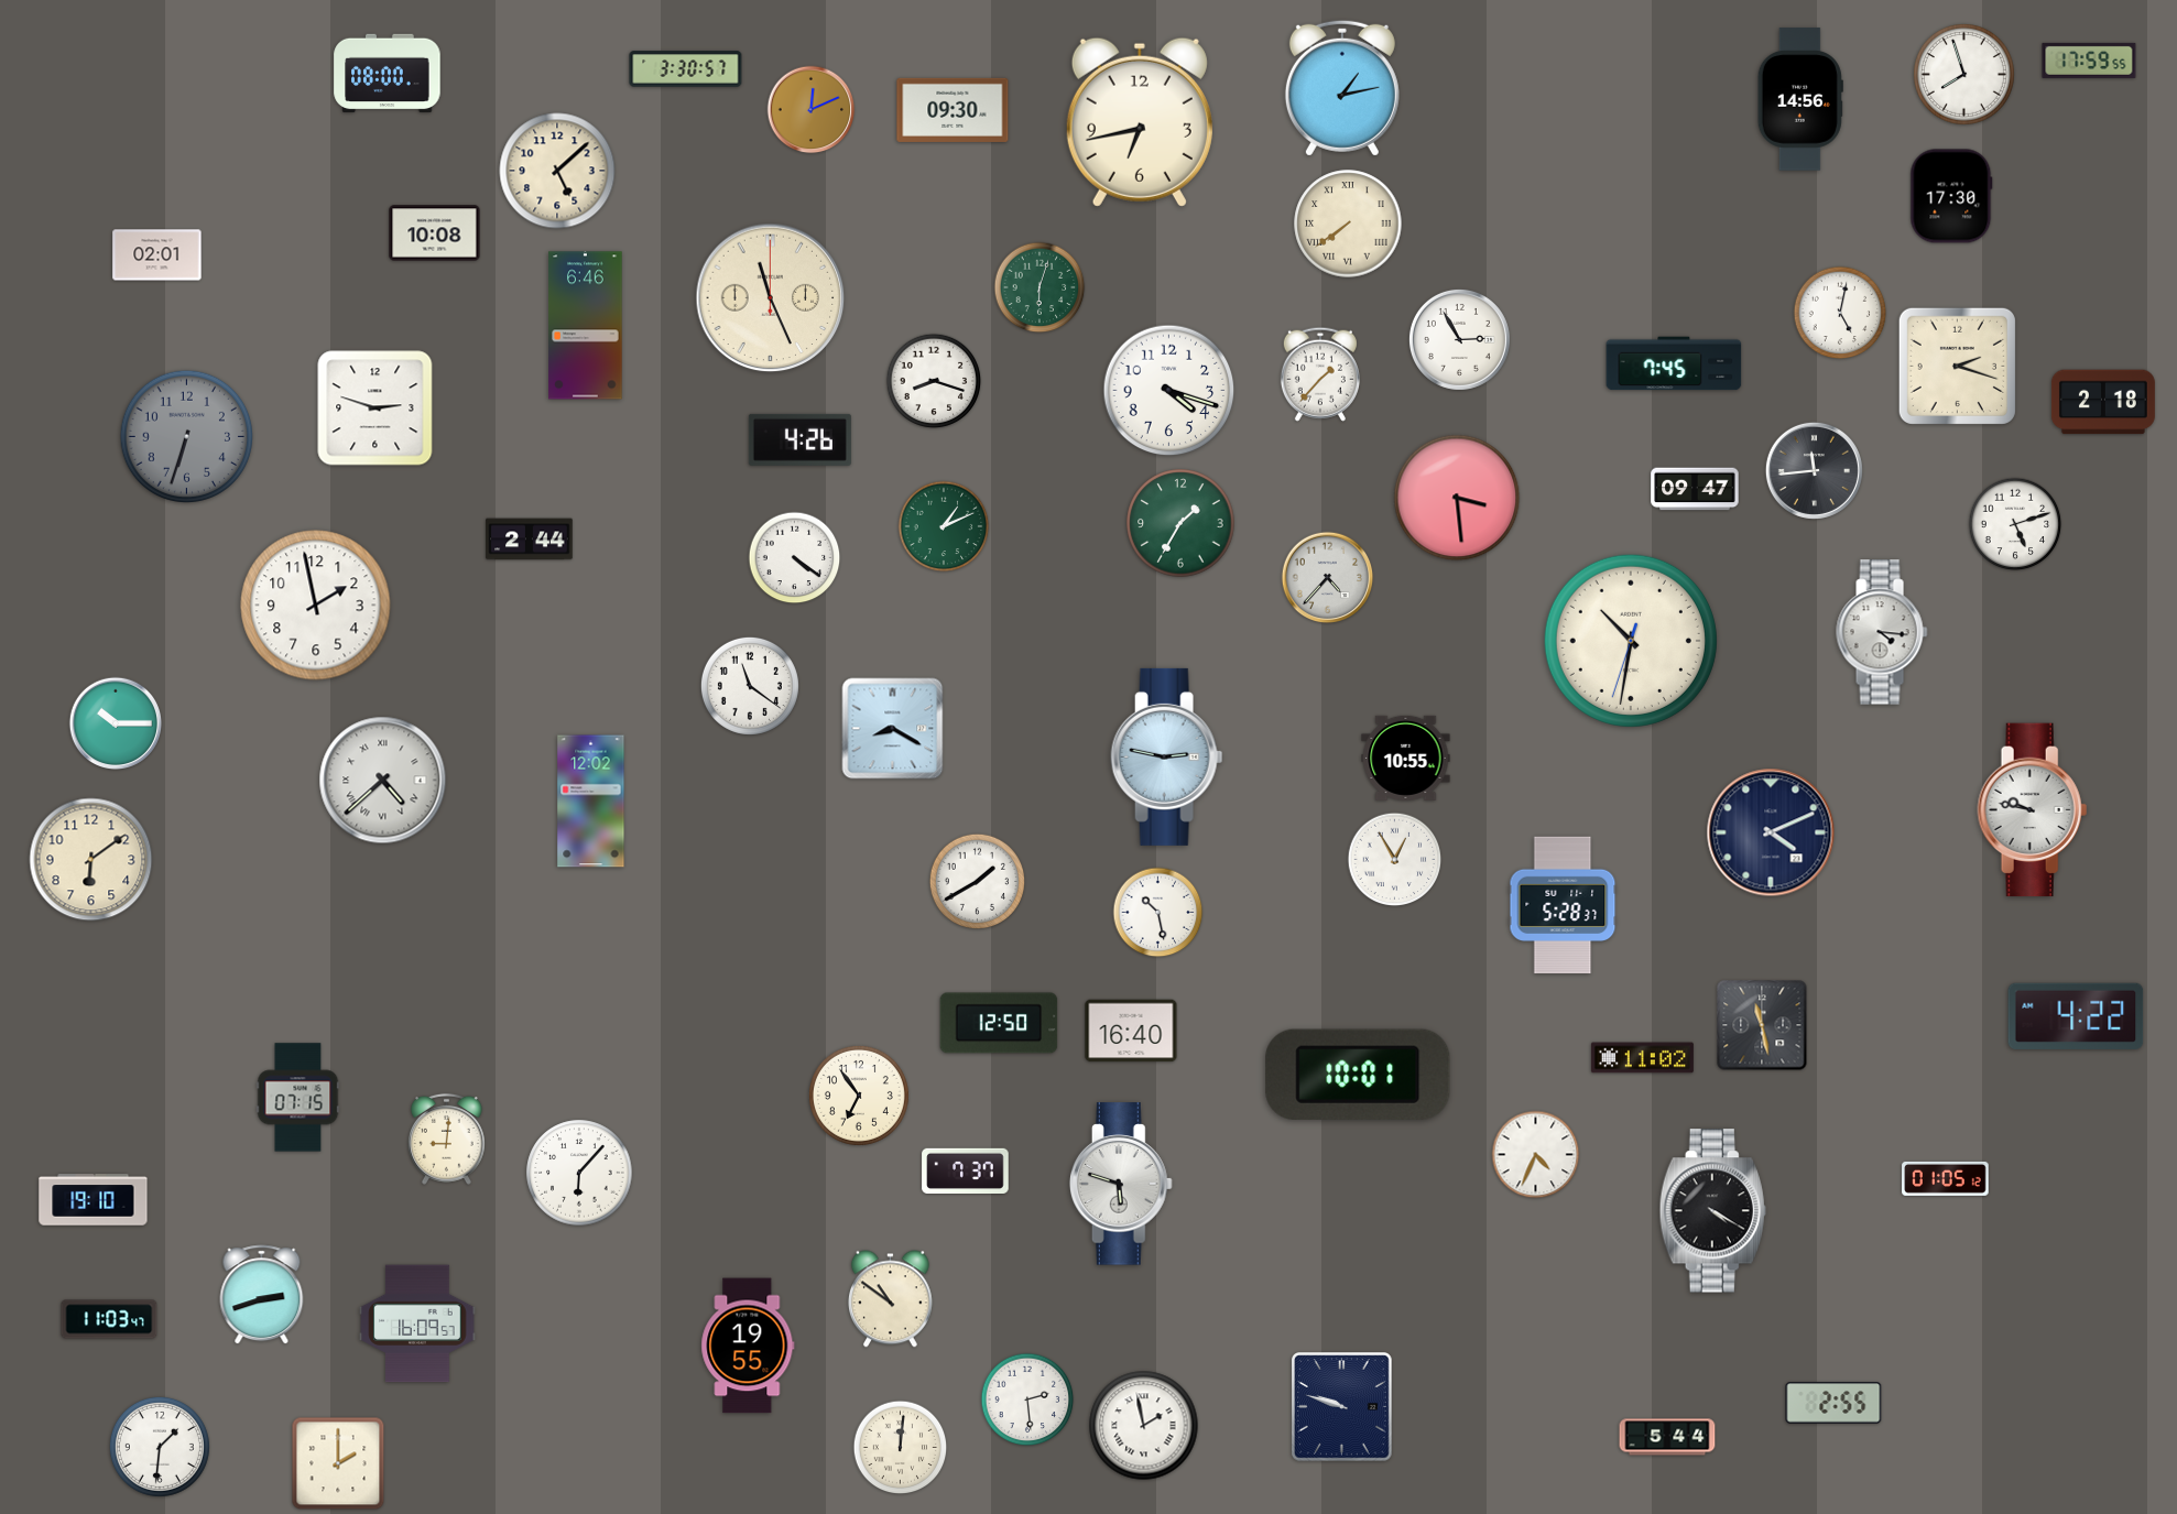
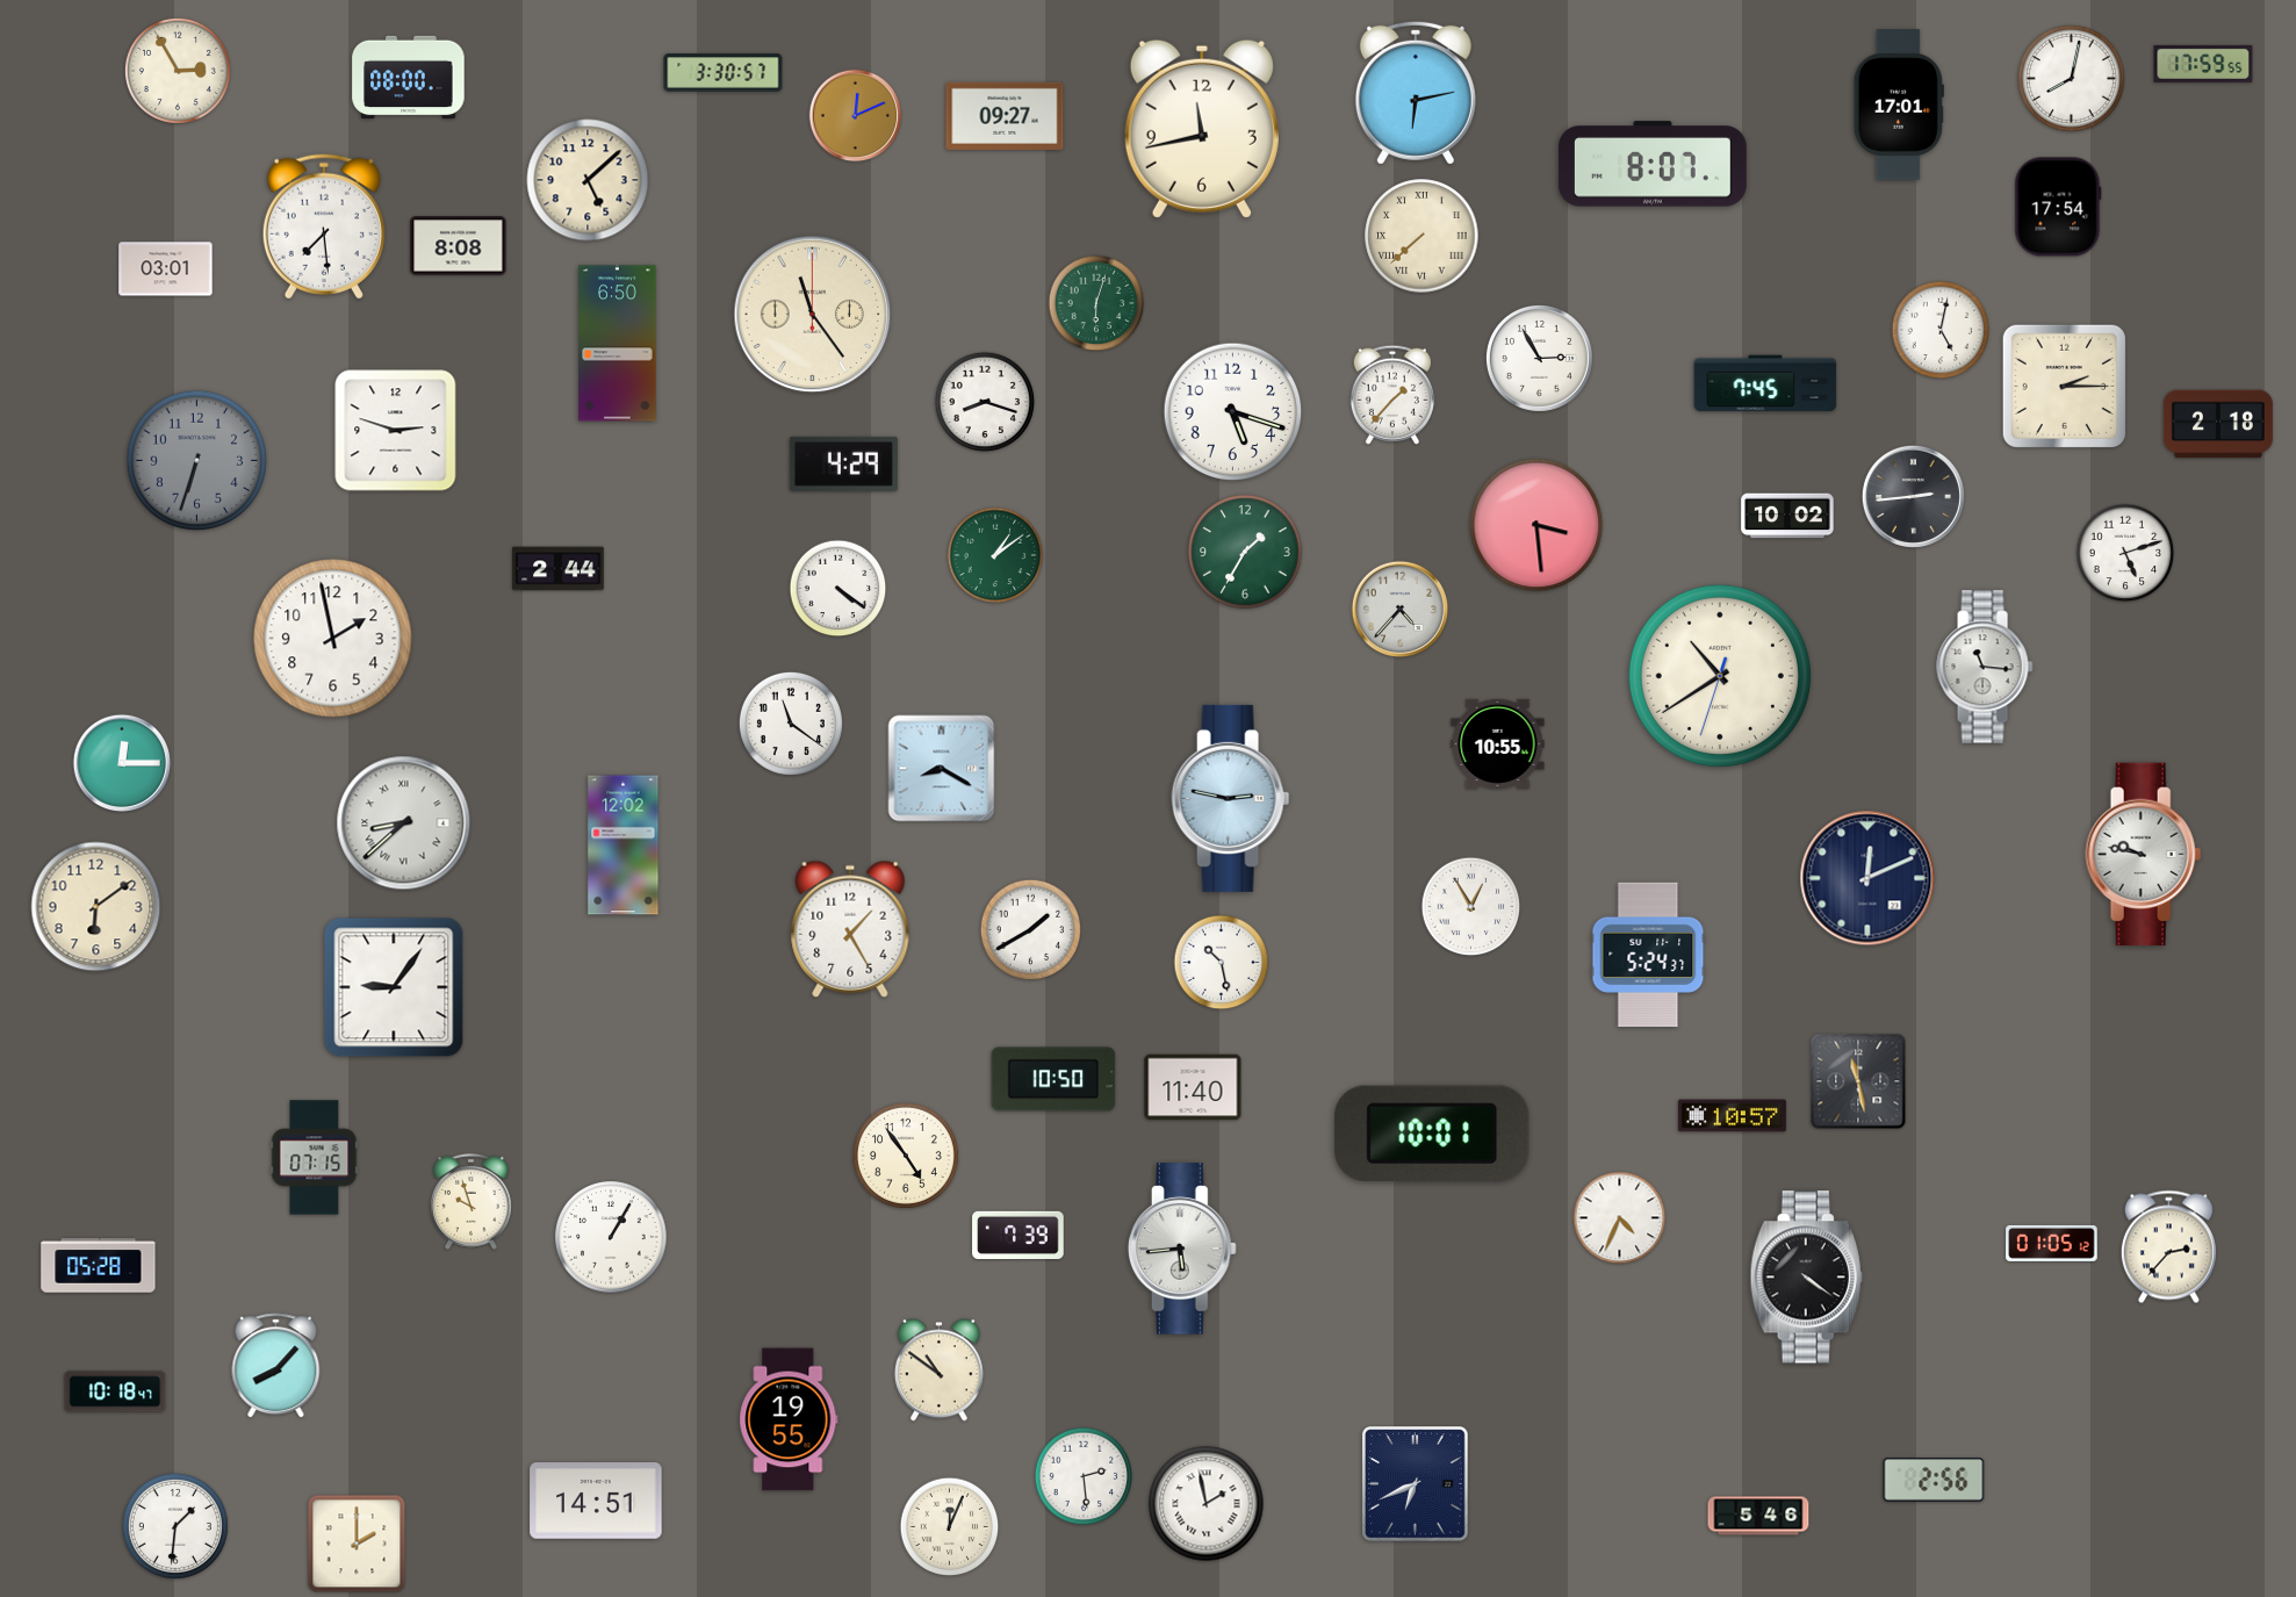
clock at (178, 71): none -> 2:55
clock at (1963, 74): 7:57 -> 8:02
clock at (1342, 88): 1:13 -> 6:13
clock at (1800, 99): 14:56 -> 17:01
clock at (953, 110): 09:30 -> 09:27
clock at (1140, 122): 6:43 -> 11:43
clock at (1653, 164): none -> 8:07
clock at (1951, 196): 17:30 -> 17:54
clock at (324, 226): none -> 7:29
clock at (1348, 224): 7:39 -> 7:38
clock at (435, 233): 10:08 -> 8:08
clock at (157, 255): 02:01 -> 03:01
clock at (771, 298): 11:26 -> 11:24
clock at (586, 326): 6:46 -> 6:50
clock at (1957, 366): 2:18 -> 2:15
clock at (1169, 391): 4:18 -> 5:18
clock at (799, 439): 4:26 -> 4:29
clock at (1814, 470): 11:44 -> 2:44
clock at (1695, 489): 09:47 -> 10:02
clock at (944, 526): 1:11 -> 1:09
clock at (1882, 632): 4:16 -> 11:16
clock at (1631, 641): 10:31 -> 10:39
clock at (115, 722): 10:15 -> 12:15
clock at (1406, 758) position: (1406, 758) -> (1498, 743)
clock at (383, 781): 4:38 -> 8:38
clock at (1771, 832): 4:11 -> 12:11
clock at (850, 929): none -> 1:25
clock at (1563, 905): 5:28 -> 5:24
clock at (394, 987): none -> 9:06
clock at (2076, 1016): 4:22 -> none
clock at (999, 1023): 12:50 -> 10:50
clock at (1131, 1031): 16:40 -> 11:40
clock at (1642, 1058): 11:02 -> 10:57
clock at (859, 1096): 6:54 -> 4:54
clock at (446, 1139): 9:01 -> 9:57
clock at (966, 1170): 7:37 -> 7:39
clock at (579, 1173): 6:07 -> 1:05
clock at (2168, 1247): none -> 2:37
clock at (1121, 1184): 5:48 -> 5:44
clock at (94, 1200): 19:10 -> 05:28
clock at (1712, 1211): 4:20 -> 4:21
clock at (262, 1295): 2:42 -> 8:07
clock at (109, 1319): 11:03 -> 10:18
clock at (417, 1324): 16:09 -> none
clock at (1833, 1404): 2:55 -> 2:56
clock at (1342, 1407): 9:48 -> 6:41
clock at (596, 1501): none -> 14:51
clock at (1667, 1437): 5:44 -> 5:46
clock at (160, 1447) position: (160, 1447) -> (175, 1526)
clock at (901, 1448): 12:01 -> 12:04
